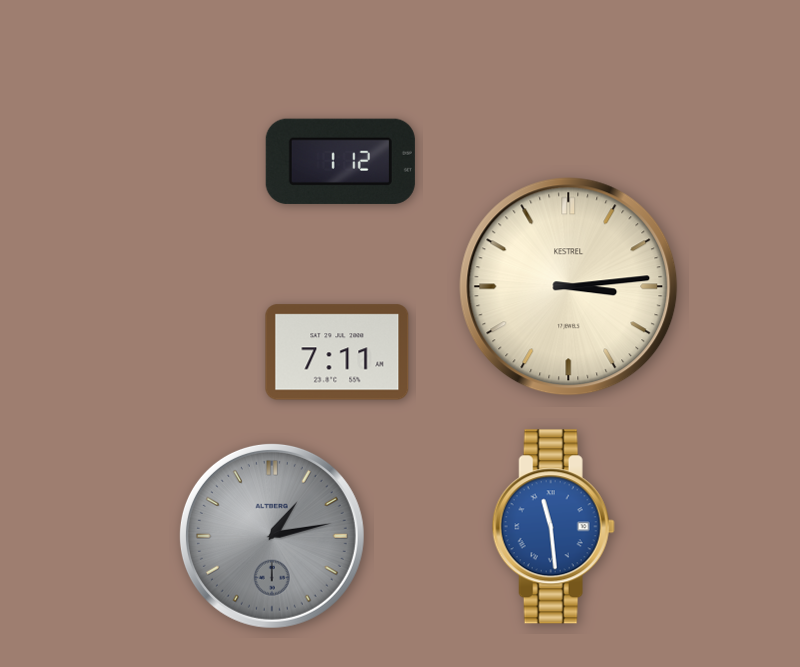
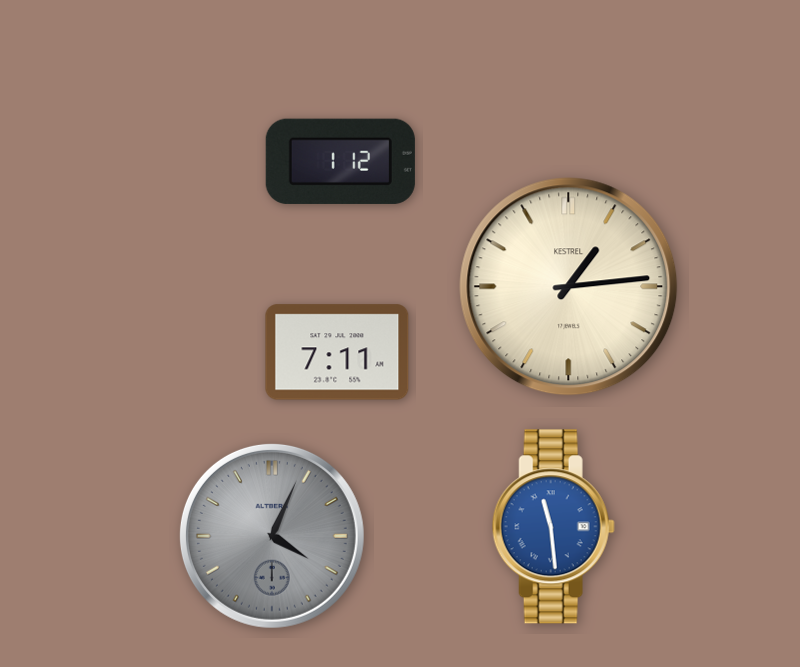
clock at (569, 287): 3:14 -> 1:14
clock at (272, 536): 1:13 -> 4:04
